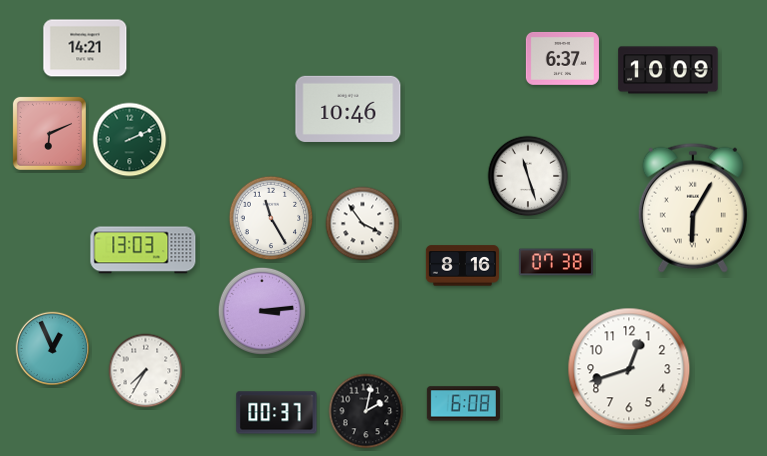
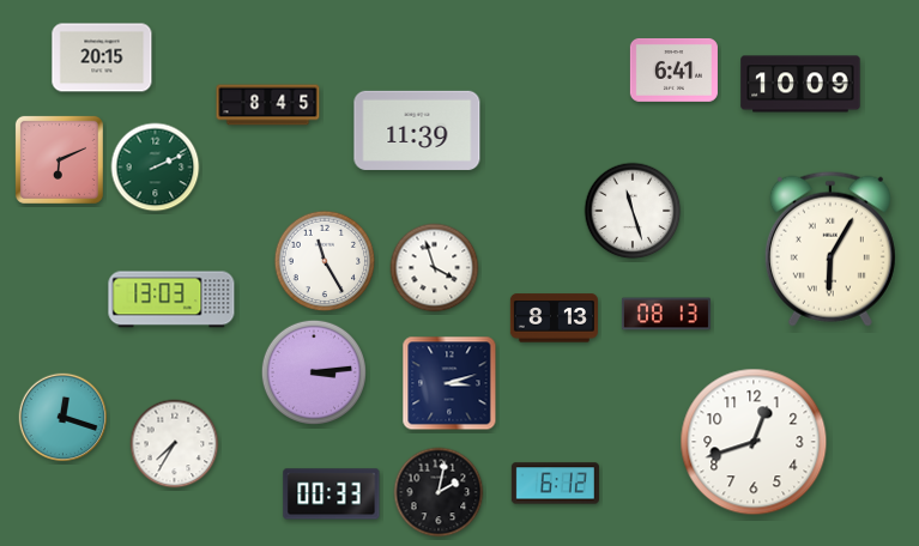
clock at (85, 48): 14:21 -> 20:15
clock at (562, 59): 6:37 -> 6:41
clock at (268, 105): none -> 8:45
clock at (348, 109): 10:46 -> 11:39
clock at (363, 224): 3:54 -> 3:57
clock at (556, 262): 07:38 -> 08:13
clock at (462, 266): 8:16 -> 8:13
clock at (449, 383): none -> 3:12
clock at (53, 349): 12:56 -> 12:18
clock at (463, 404): 6:08 -> 6:12
clock at (277, 413): 00:37 -> 00:33
